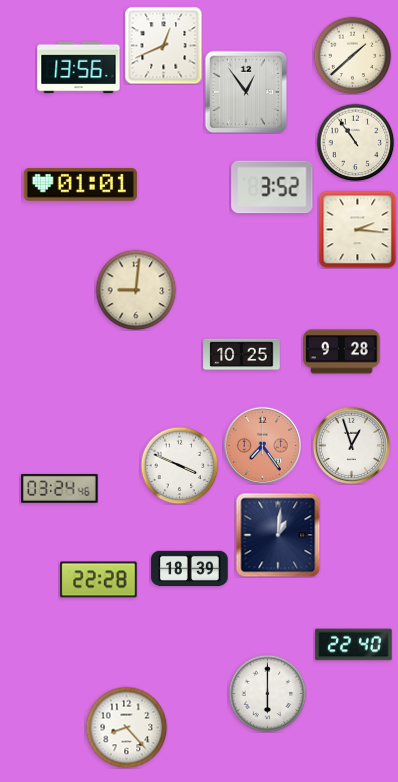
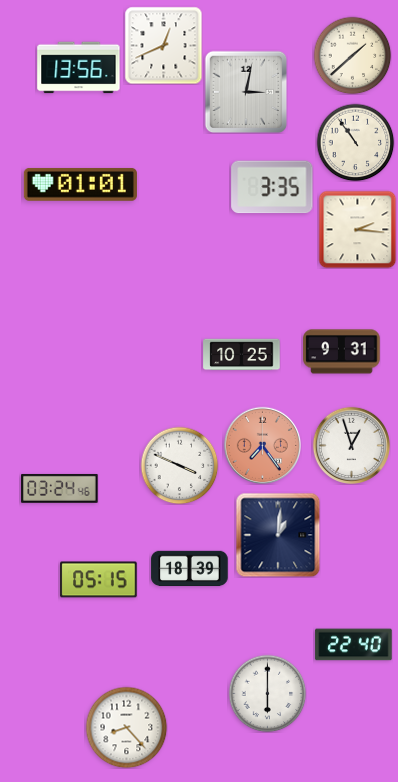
clock at (246, 92): 12:54 -> 3:02
clock at (272, 187): 3:52 -> 3:35
clock at (136, 290): 9:01 -> none
clock at (342, 352): 9:28 -> 9:31
clock at (99, 580): 22:28 -> 05:15
